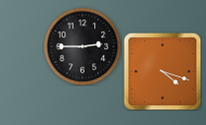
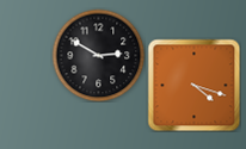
clock at (82, 46): 2:45 -> 2:50
